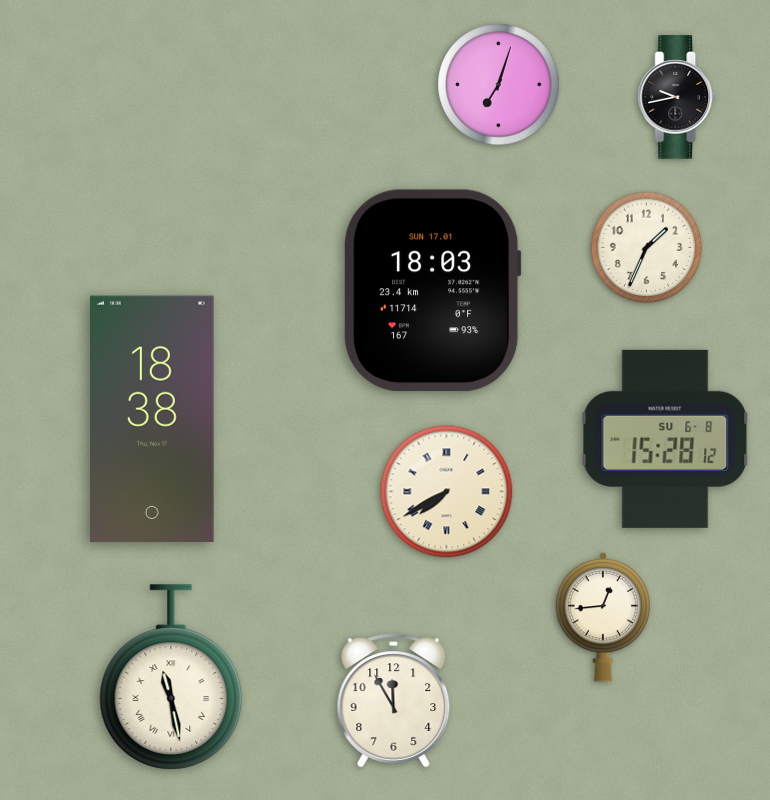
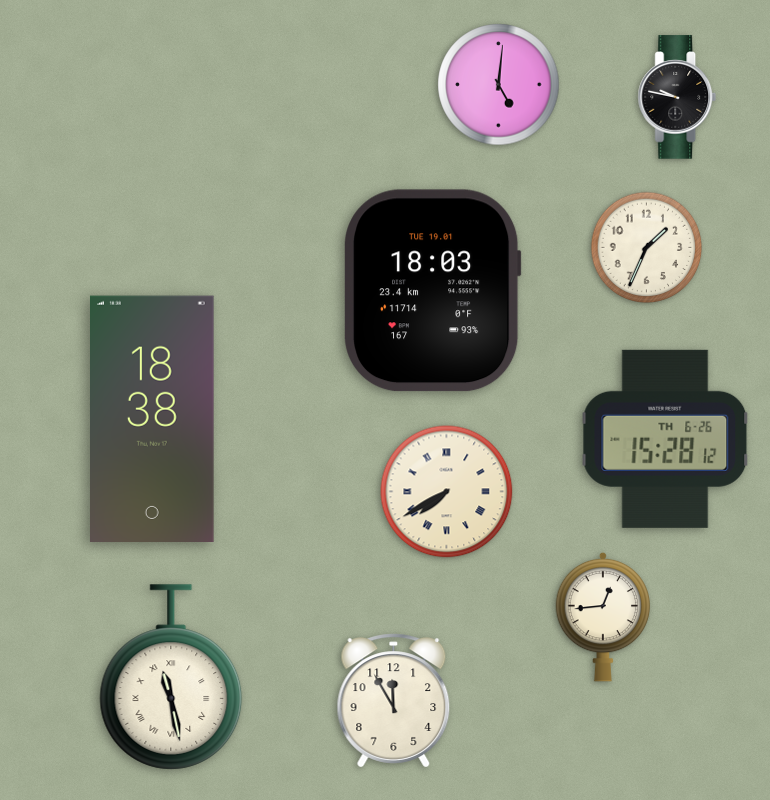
clock at (499, 85): 7:03 -> 5:01
clock at (677, 97): 9:43 -> 9:47
clock at (432, 291) date: SUN 17.01 -> TUE 19.01
clock at (665, 439) date: SU 6-8 -> TH 6-26
